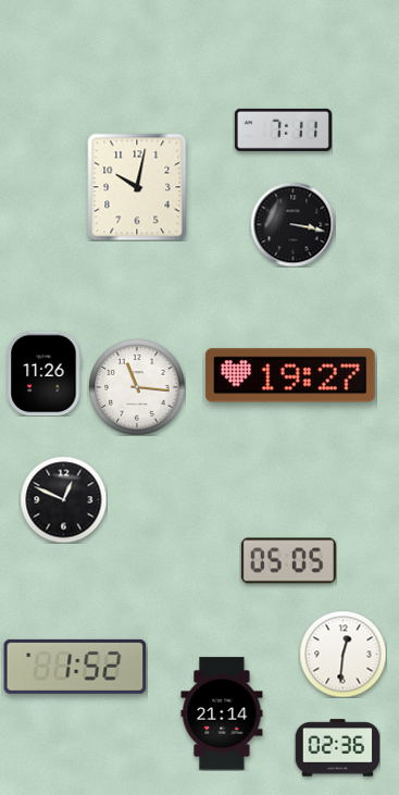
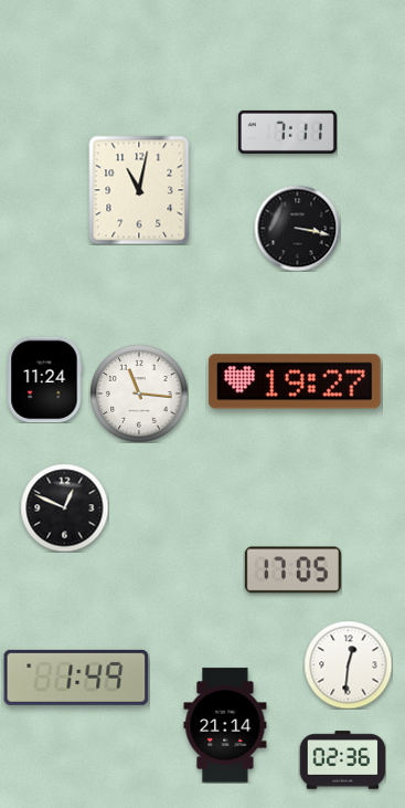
clock at (137, 187): 10:02 -> 11:02
clock at (43, 373): 11:26 -> 11:24
clock at (288, 561): 05:05 -> 17:05
clock at (75, 667): 1:52 -> 1:49
